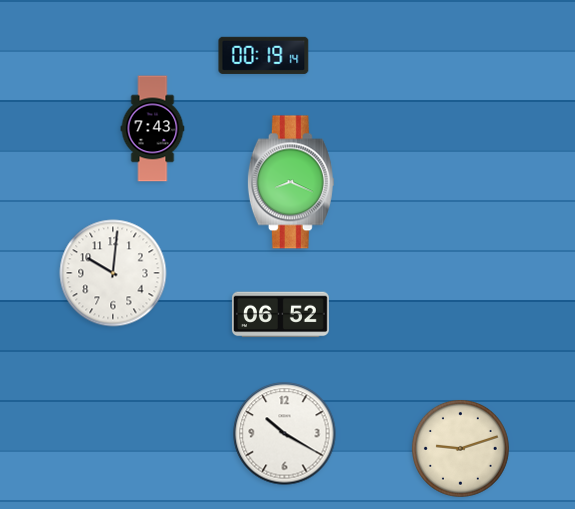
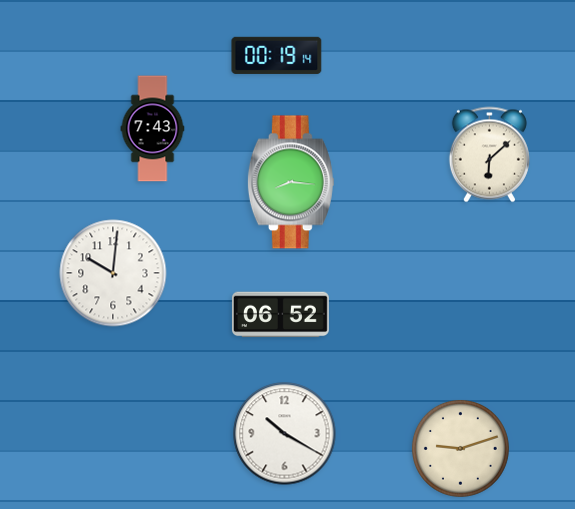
clock at (264, 55) position: (264, 55) -> (277, 55)
clock at (489, 155): none -> 6:08
clock at (291, 182): 8:19 -> 8:16
